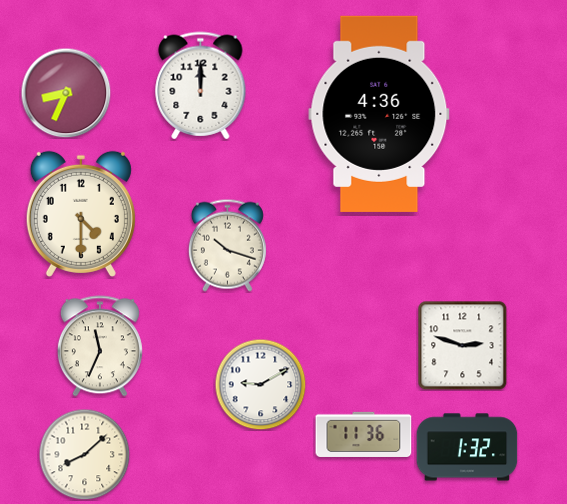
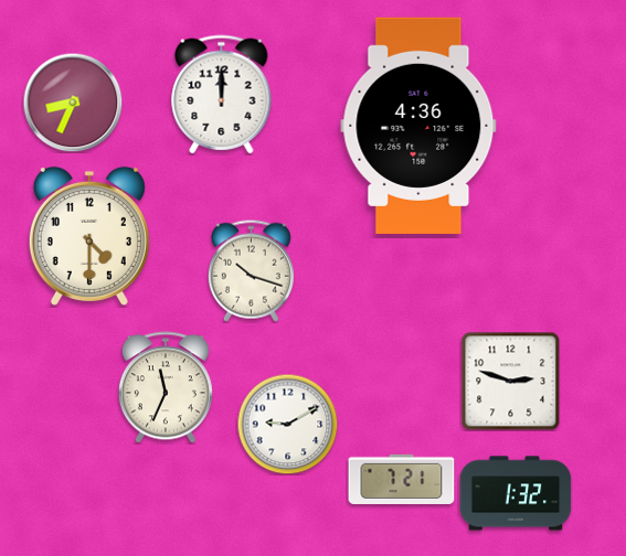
clock at (100, 346) position: (100, 346) -> (166, 387)
clock at (364, 434): 11:36 -> 7:21
clock at (84, 454): 8:08 -> none
